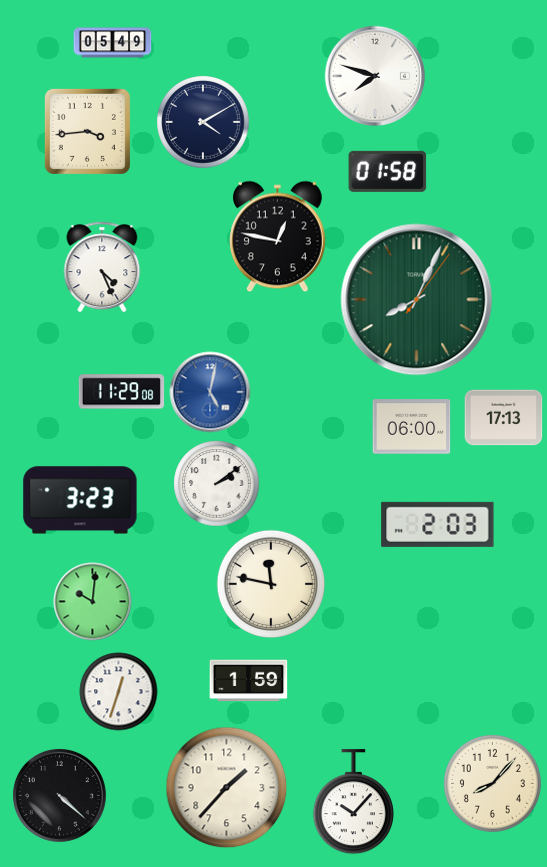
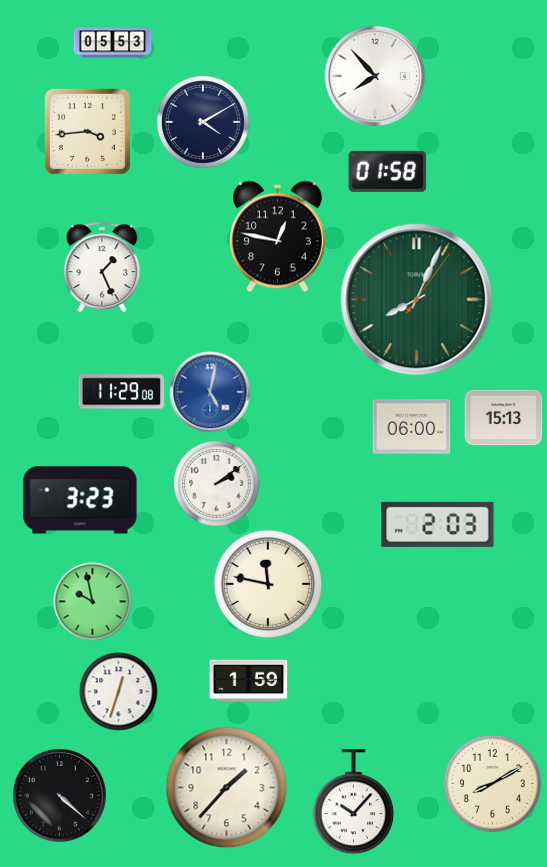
clock at (112, 43): 05:49 -> 05:53
clock at (374, 75): 7:48 -> 7:53
clock at (102, 267): 4:26 -> 1:26
clock at (503, 418): 17:13 -> 15:13
clock at (270, 583) position: (270, 583) -> (267, 583)
clock at (92, 601): 10:01 -> 9:58
clock at (492, 783): 8:07 -> 8:10
